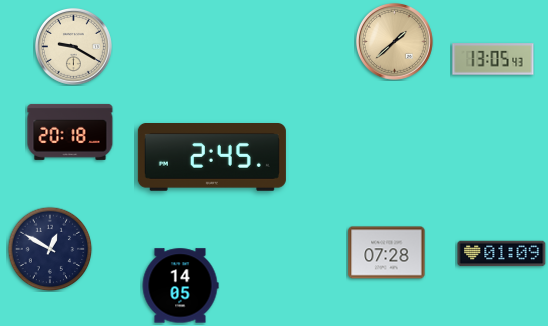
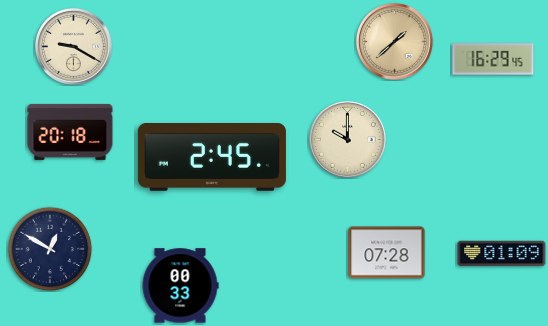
clock at (493, 59): 13:05 -> 16:29
clock at (347, 139): none -> 10:00
clock at (180, 286): 14:05 -> 00:33
